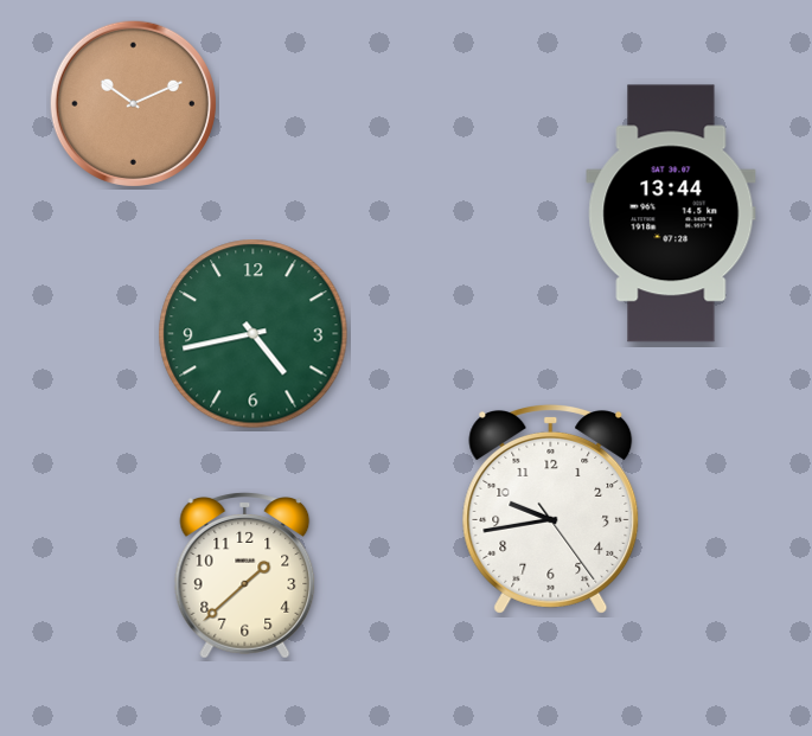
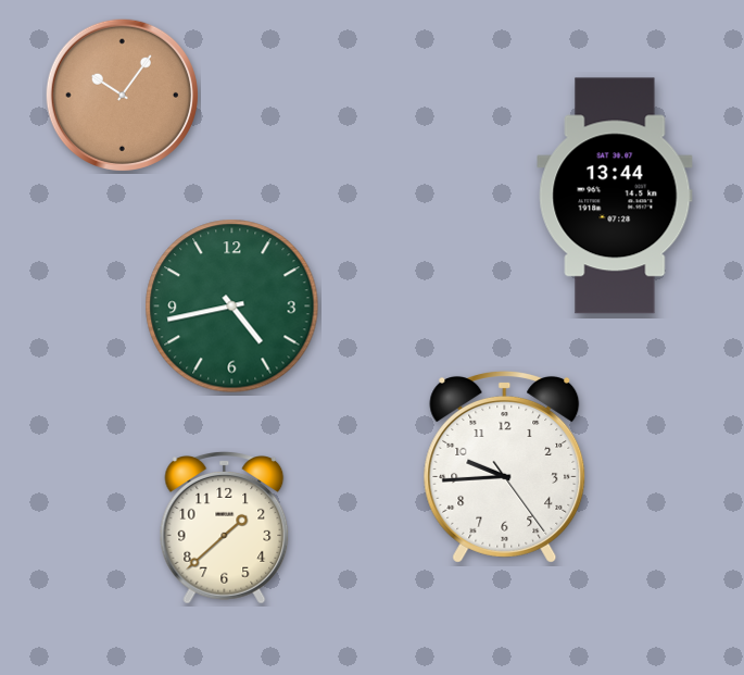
clock at (133, 103): 10:11 -> 10:06
clock at (551, 508): 9:43 -> 9:44
